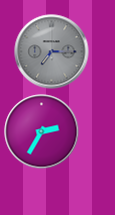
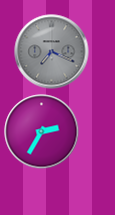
clock at (52, 52): 7:15 -> 7:19
